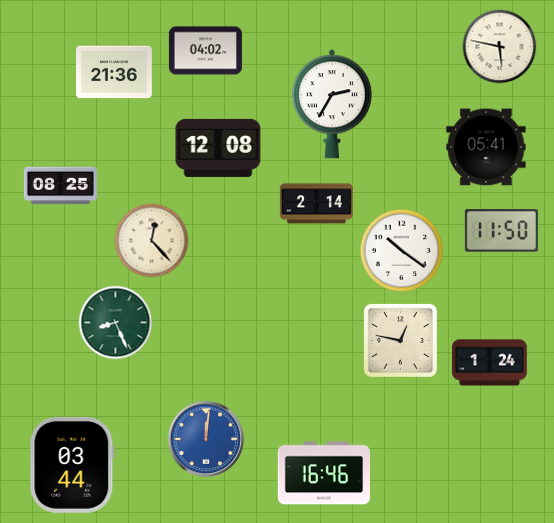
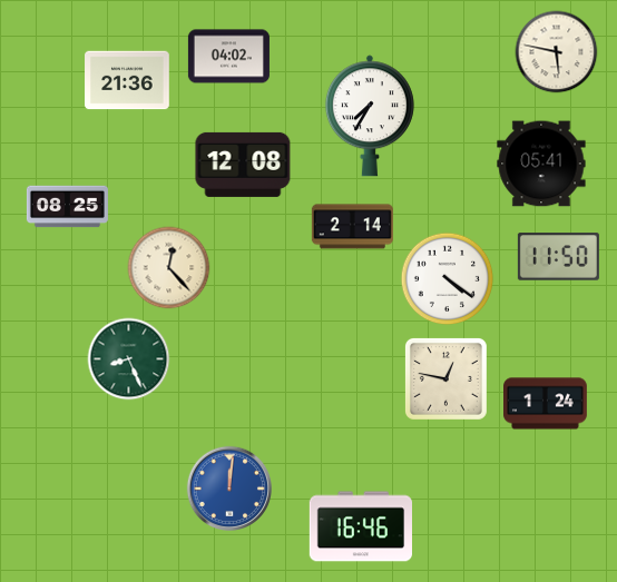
clock at (332, 104): 2:35 -> 7:35
clock at (402, 251): 10:21 -> 4:21
clock at (72, 465): 03:44 -> none
